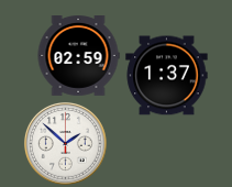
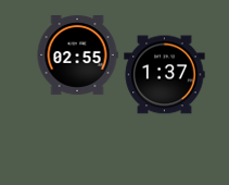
clock at (78, 56): 02:59 -> 02:55
clock at (65, 143): 1:52 -> none
